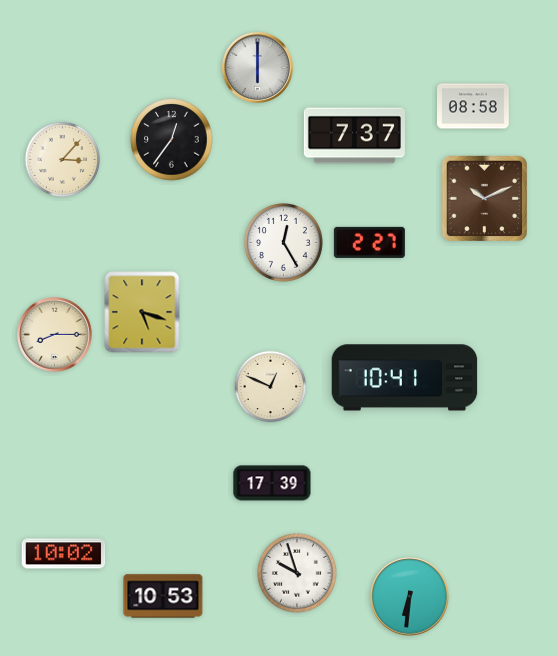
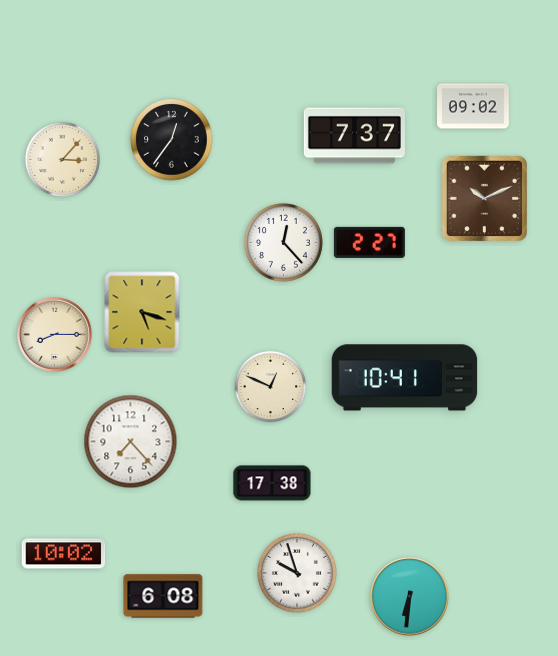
clock at (257, 67): 6:00 -> none
clock at (474, 106): 08:58 -> 09:02
clock at (283, 242): 12:25 -> 12:23
clock at (131, 442): none -> 7:23
clock at (272, 483): 17:39 -> 17:38
clock at (163, 596): 10:53 -> 6:08
